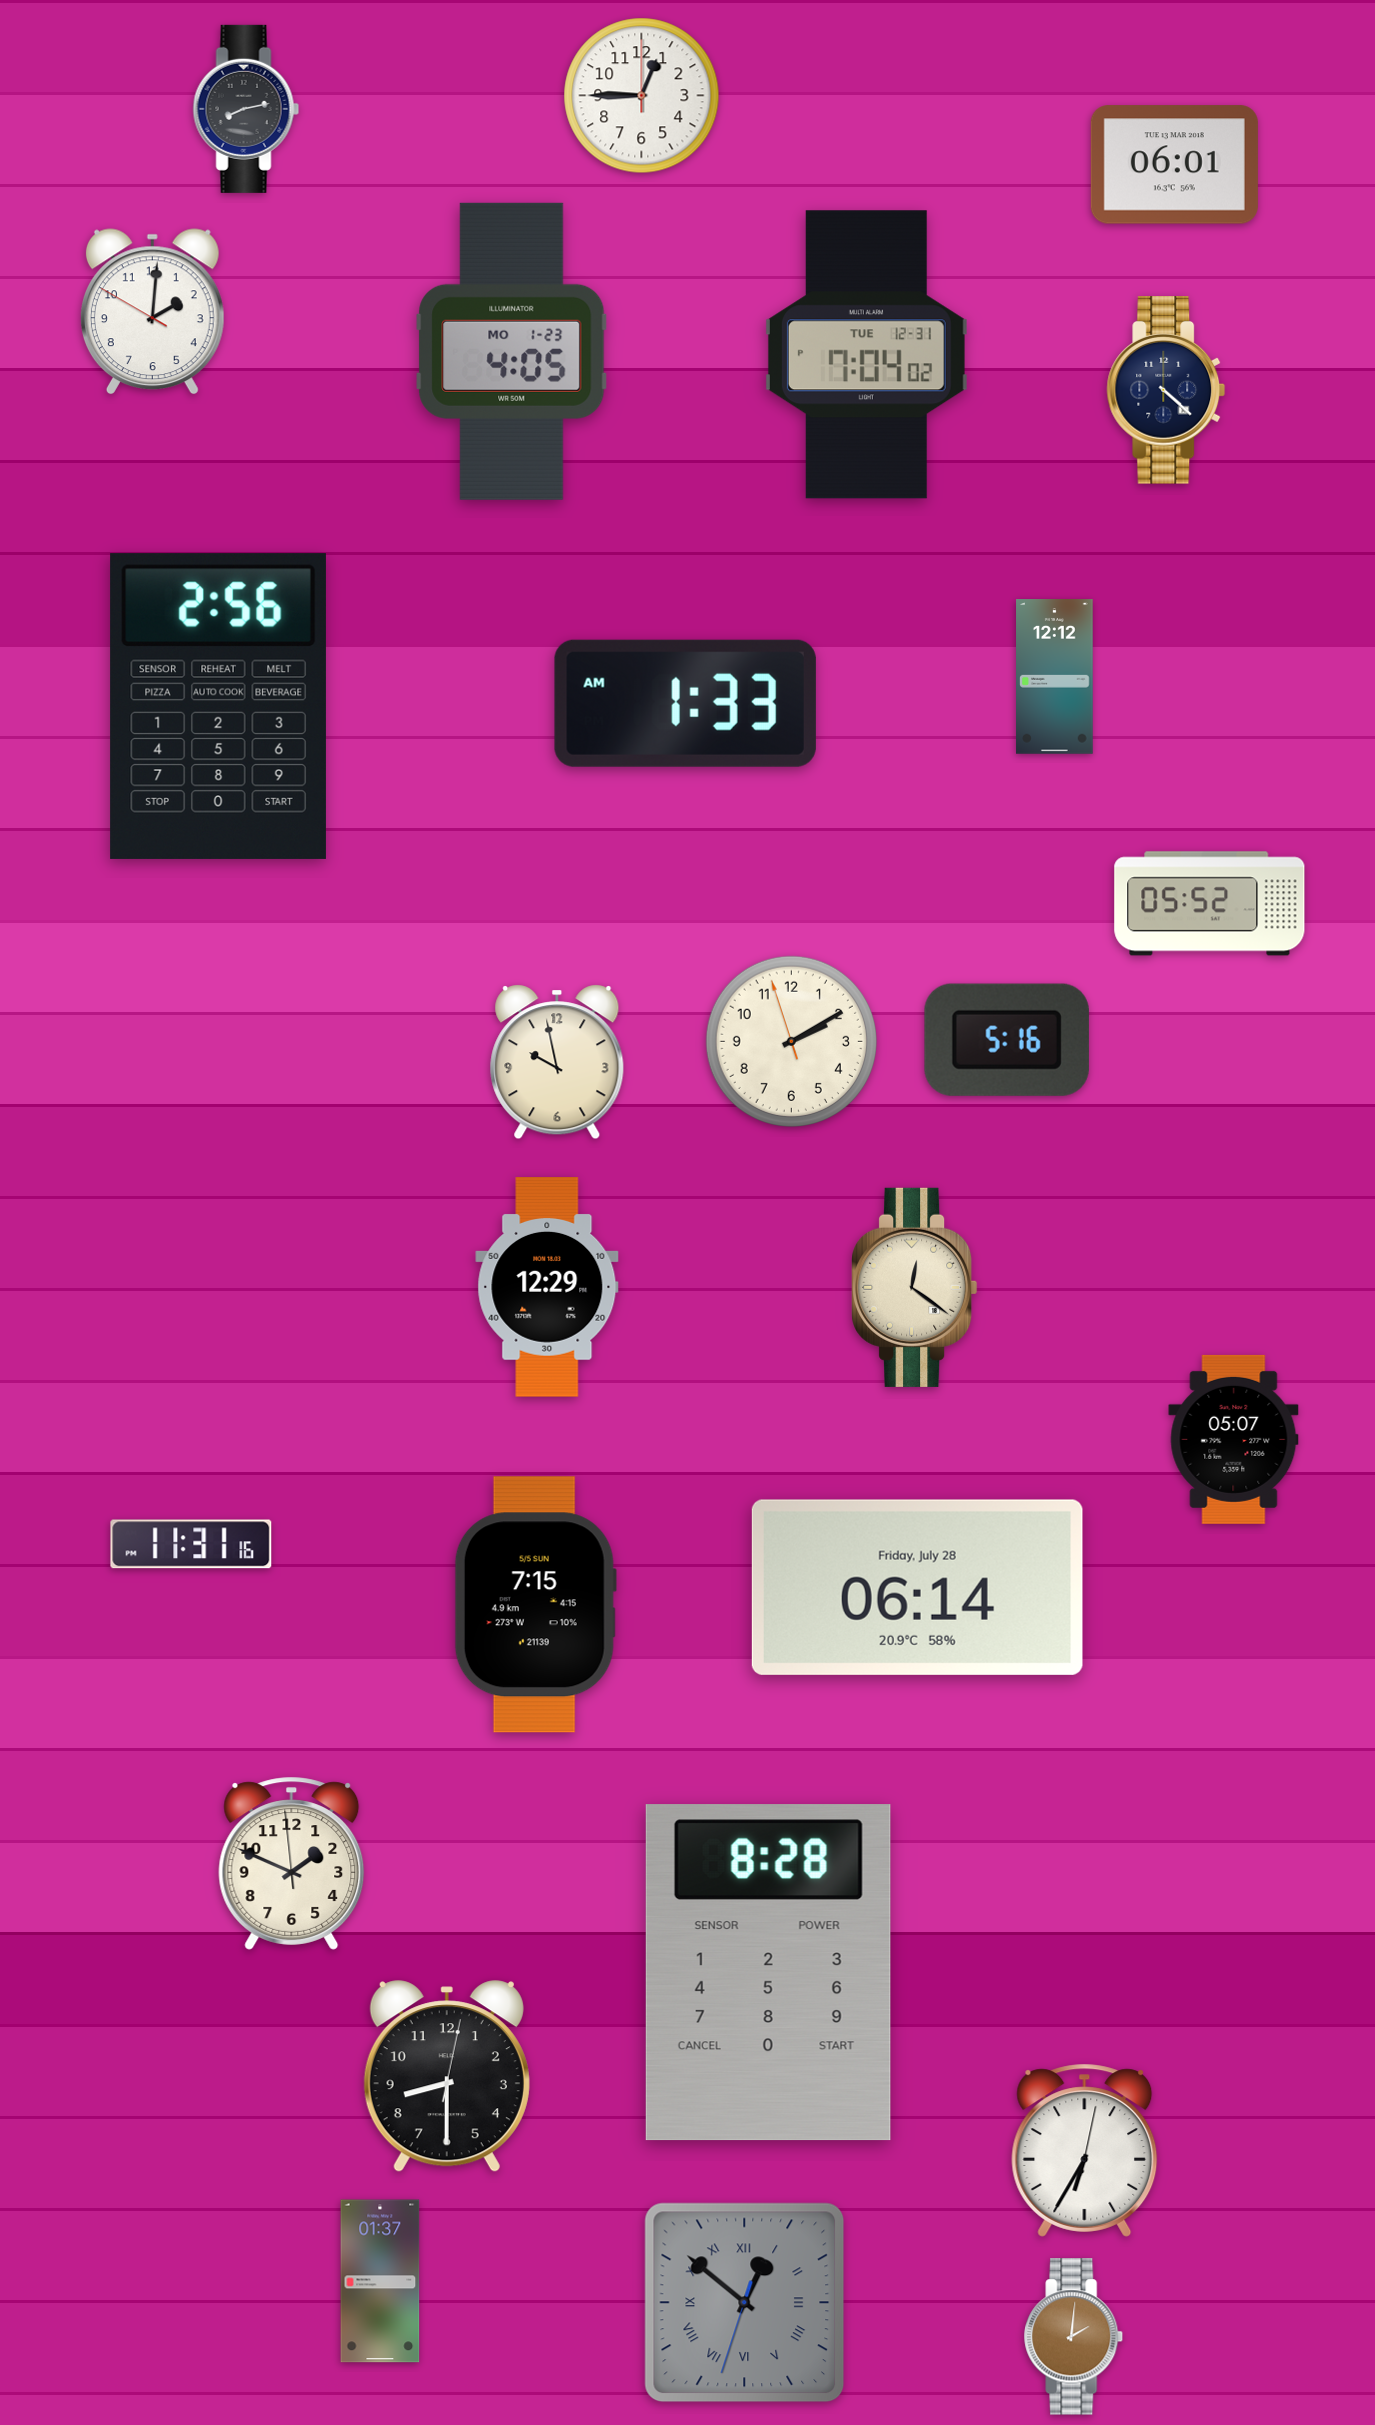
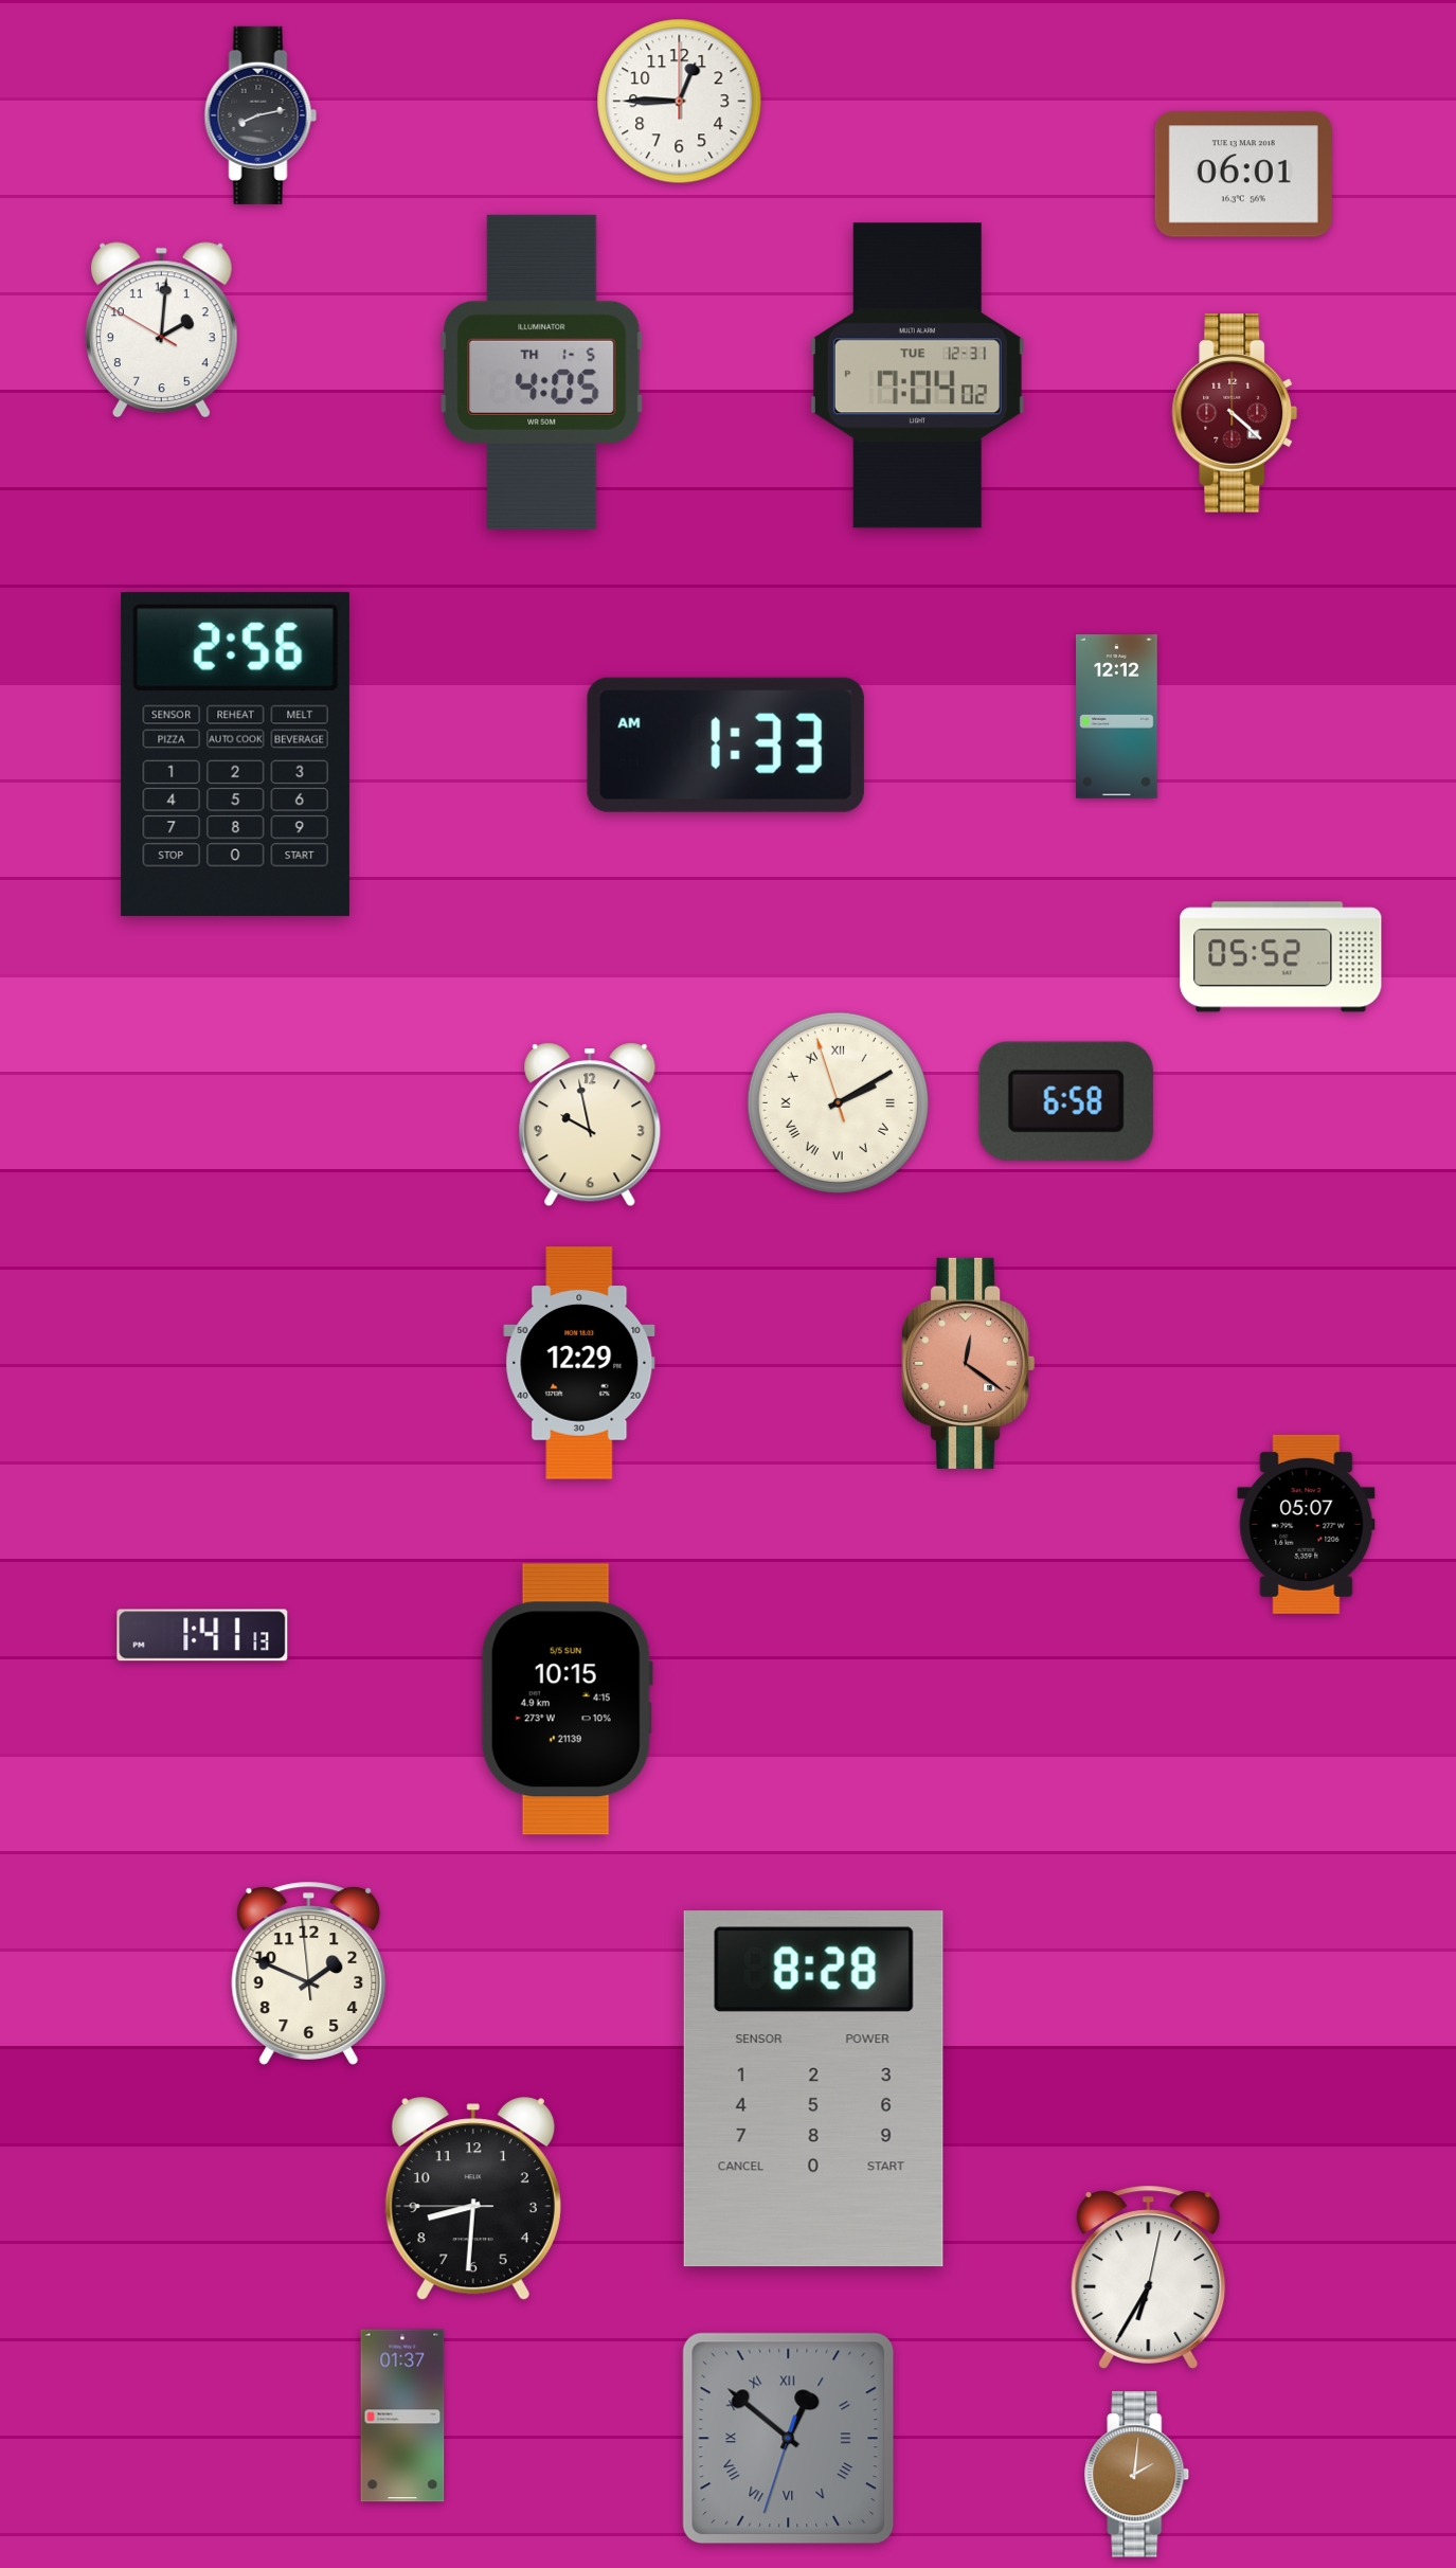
clock at (512, 351) date: MO 1-23 -> TH 1-5
clock at (1166, 390) dial: navy -> burgundy
clock at (218, 706) position: (218, 706) -> (235, 754)
clock at (1007, 1040): 5:16 -> 6:58
clock at (791, 1041) numerals: Arabic -> Roman
clock at (915, 1287) dial: cream -> salmon
clock at (191, 1544): 11:31 -> 1:41
clock at (917, 1587): 06:14 -> none
clock at (535, 1605): 7:15 -> 10:15
clock at (447, 2077): 8:30:02 -> 8:30:45
